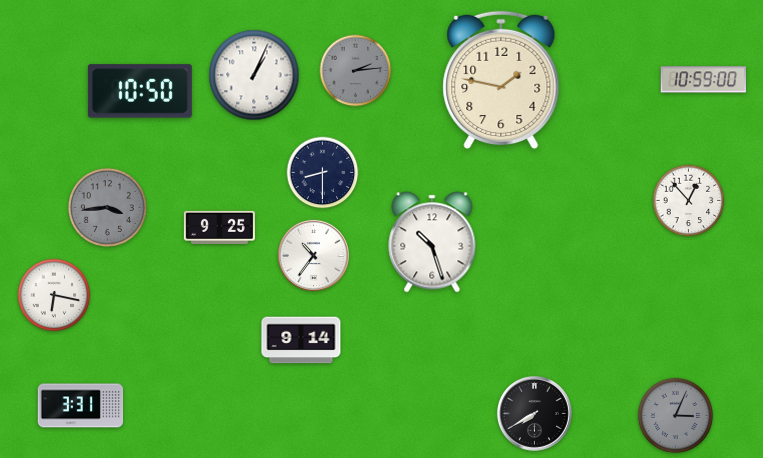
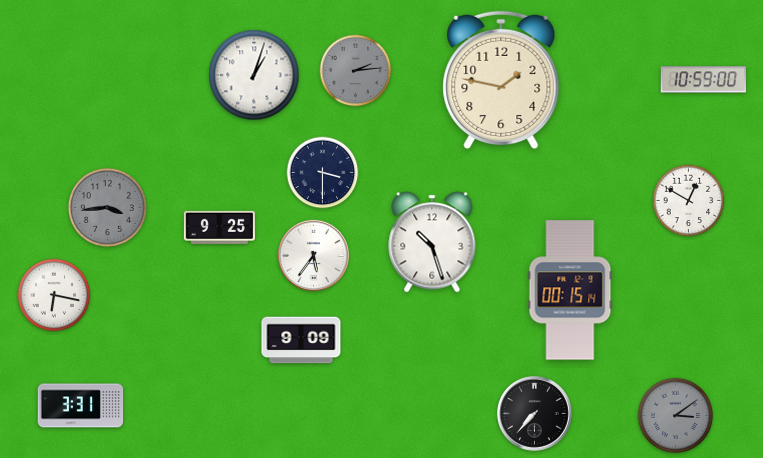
clock at (254, 75): 1:04 -> 1:03
clock at (140, 91): 10:50 -> none
clock at (323, 173): 8:30 -> 3:30
clock at (689, 201): 12:53 -> 12:50
clock at (313, 255): 10:36 -> 5:36
clock at (570, 290): none -> 00:15
clock at (301, 340): 9:14 -> 9:09
clock at (534, 413): 7:40 -> 7:37
clock at (676, 416): 3:04 -> 3:09
